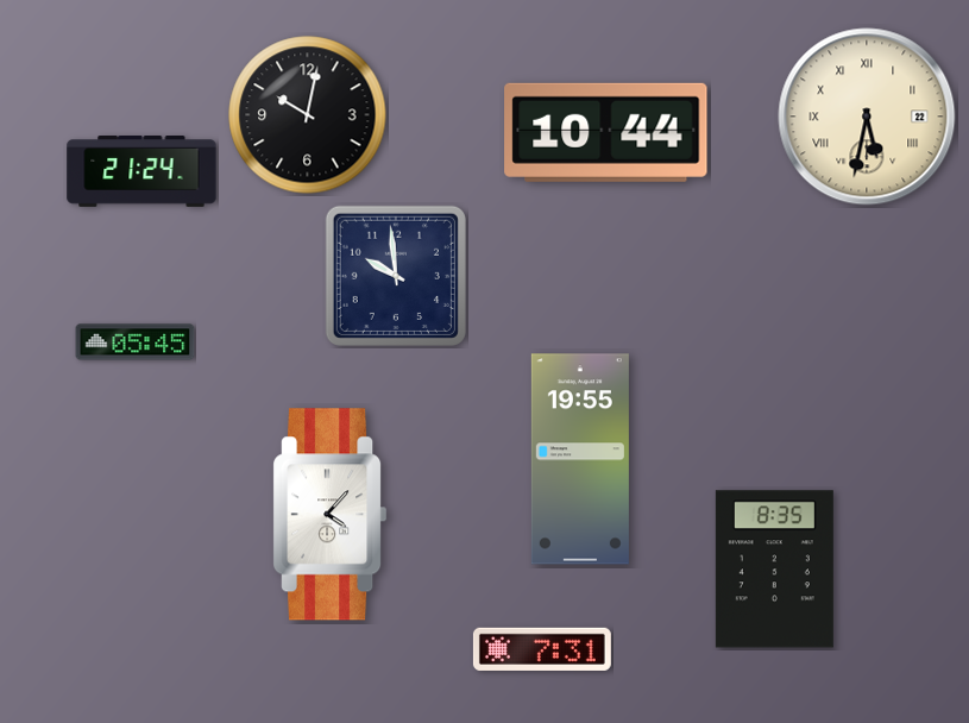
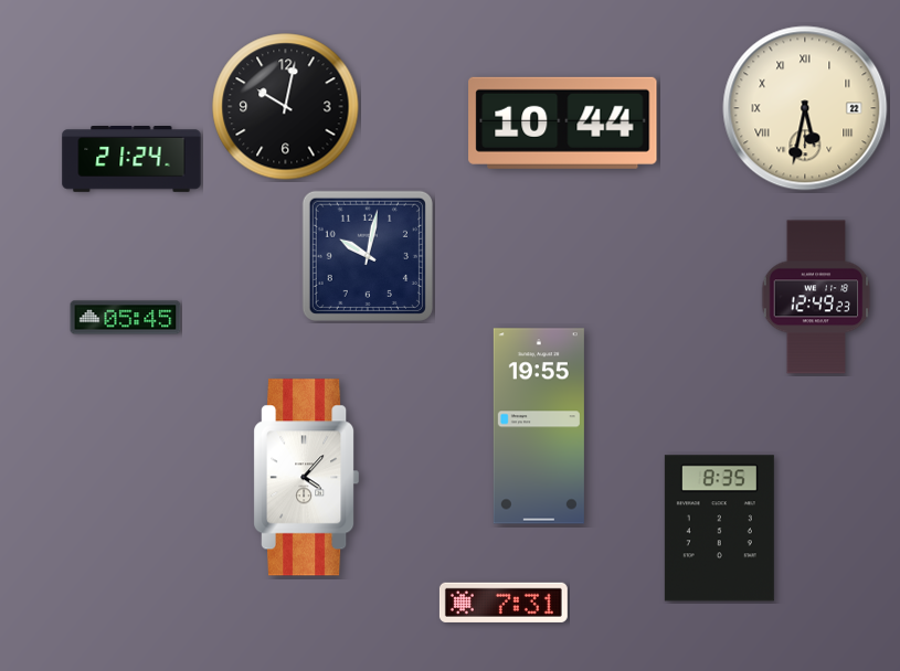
clock at (396, 276): 9:59 -> 10:02
clock at (816, 297): none -> 12:49
